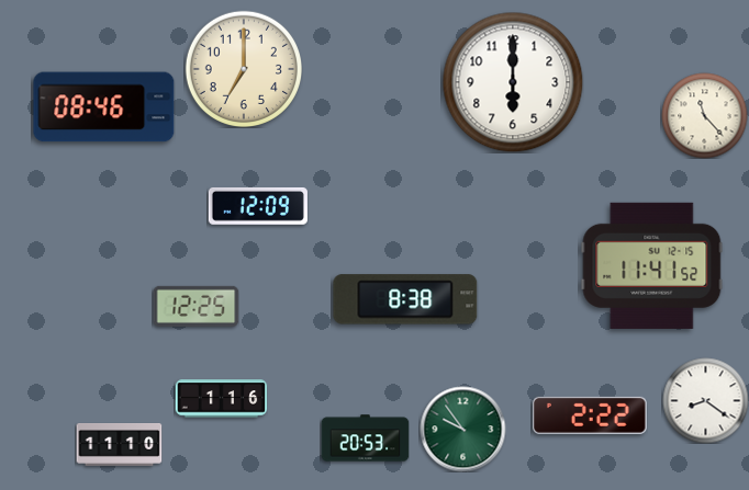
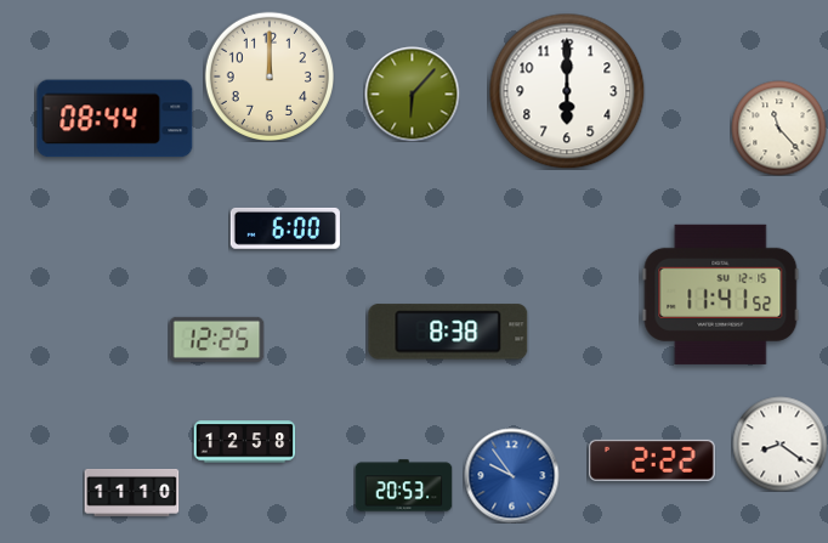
clock at (243, 68): 7:00 -> 12:00
clock at (412, 94): none -> 6:07
clock at (104, 107): 08:46 -> 08:44
clock at (258, 206): 12:09 -> 6:00
clock at (221, 399): 1:16 -> 12:58
clock at (462, 429) dial: green -> blue
